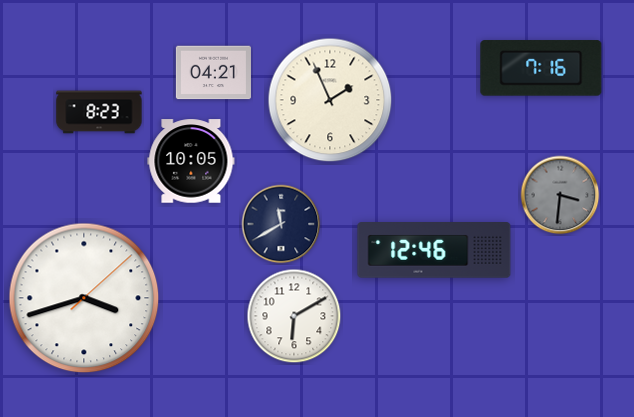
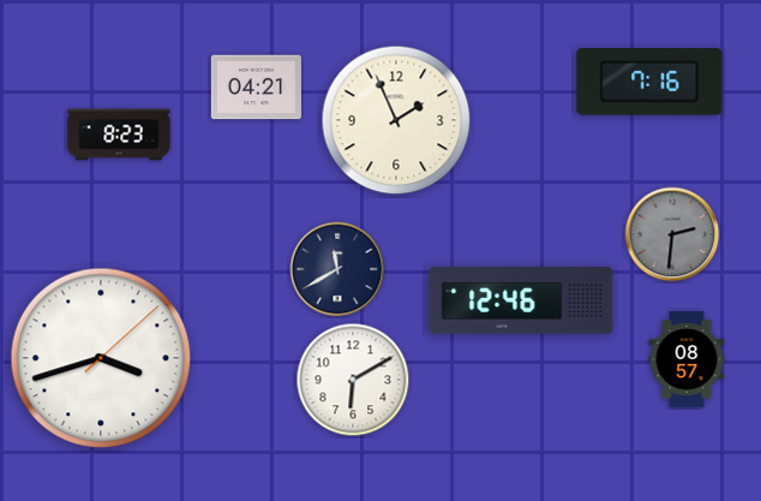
clock at (191, 161): 10:05 -> none
clock at (560, 195): 3:31 -> 2:31
clock at (687, 359): none -> 08:57
